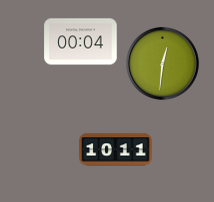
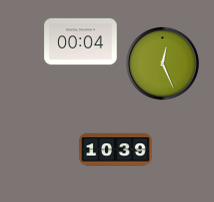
clock at (163, 64): 12:31 -> 12:26
clock at (116, 150): 10:11 -> 10:39
